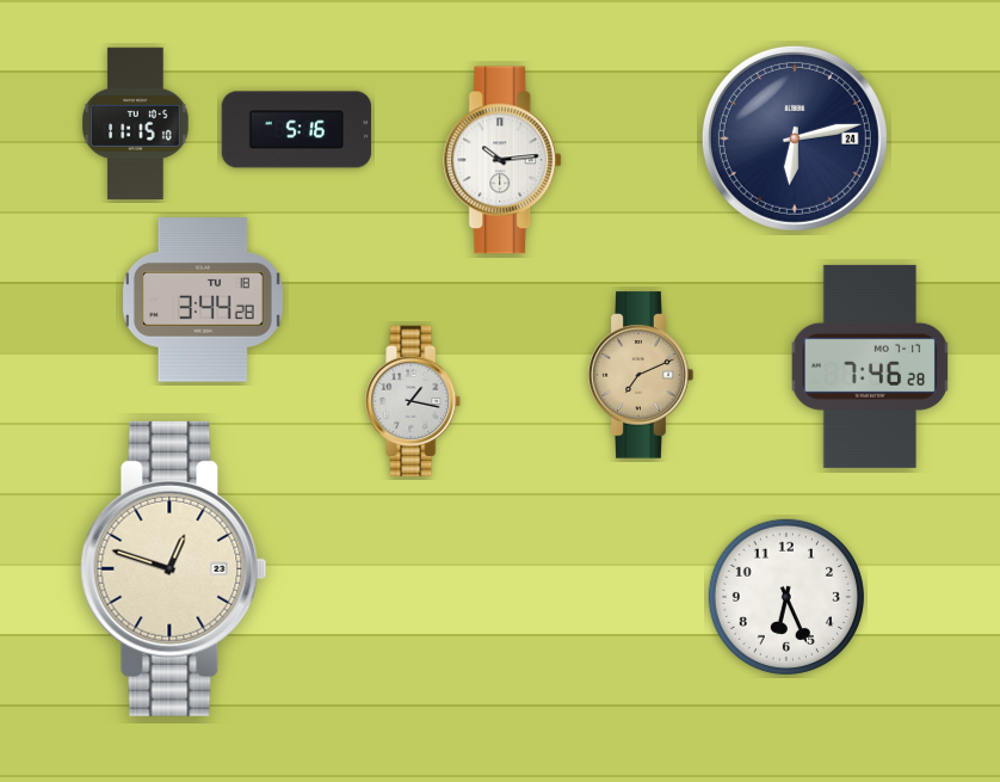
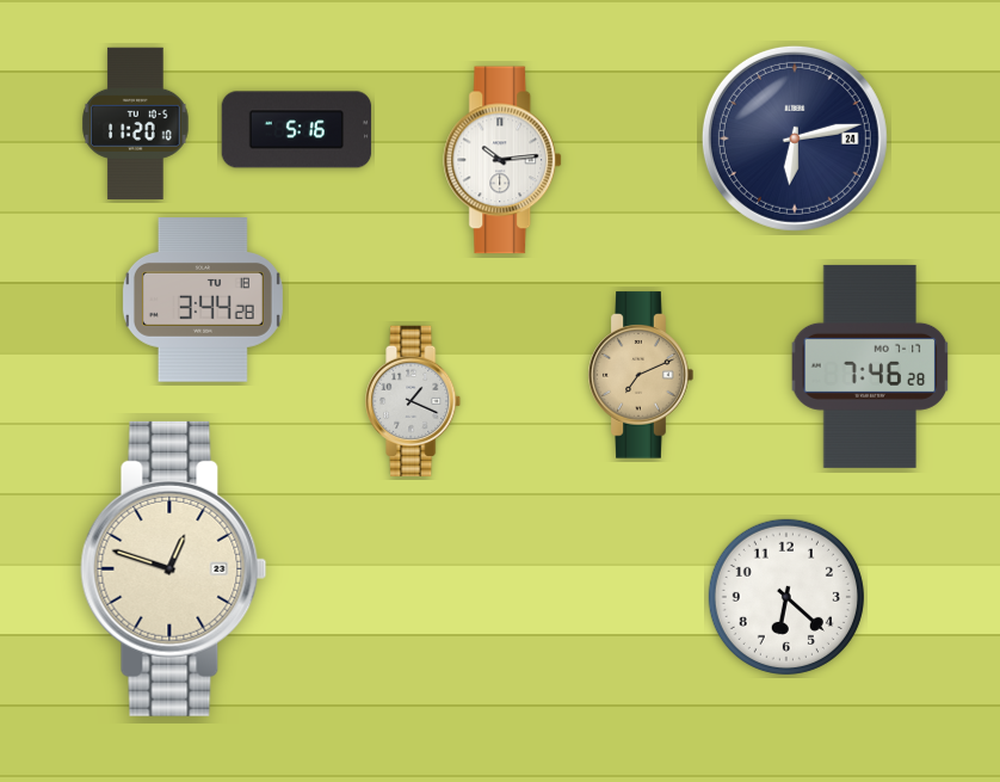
clock at (136, 123): 11:15 -> 11:20
clock at (414, 400): 1:17 -> 1:19
clock at (786, 597): 6:26 -> 6:22
